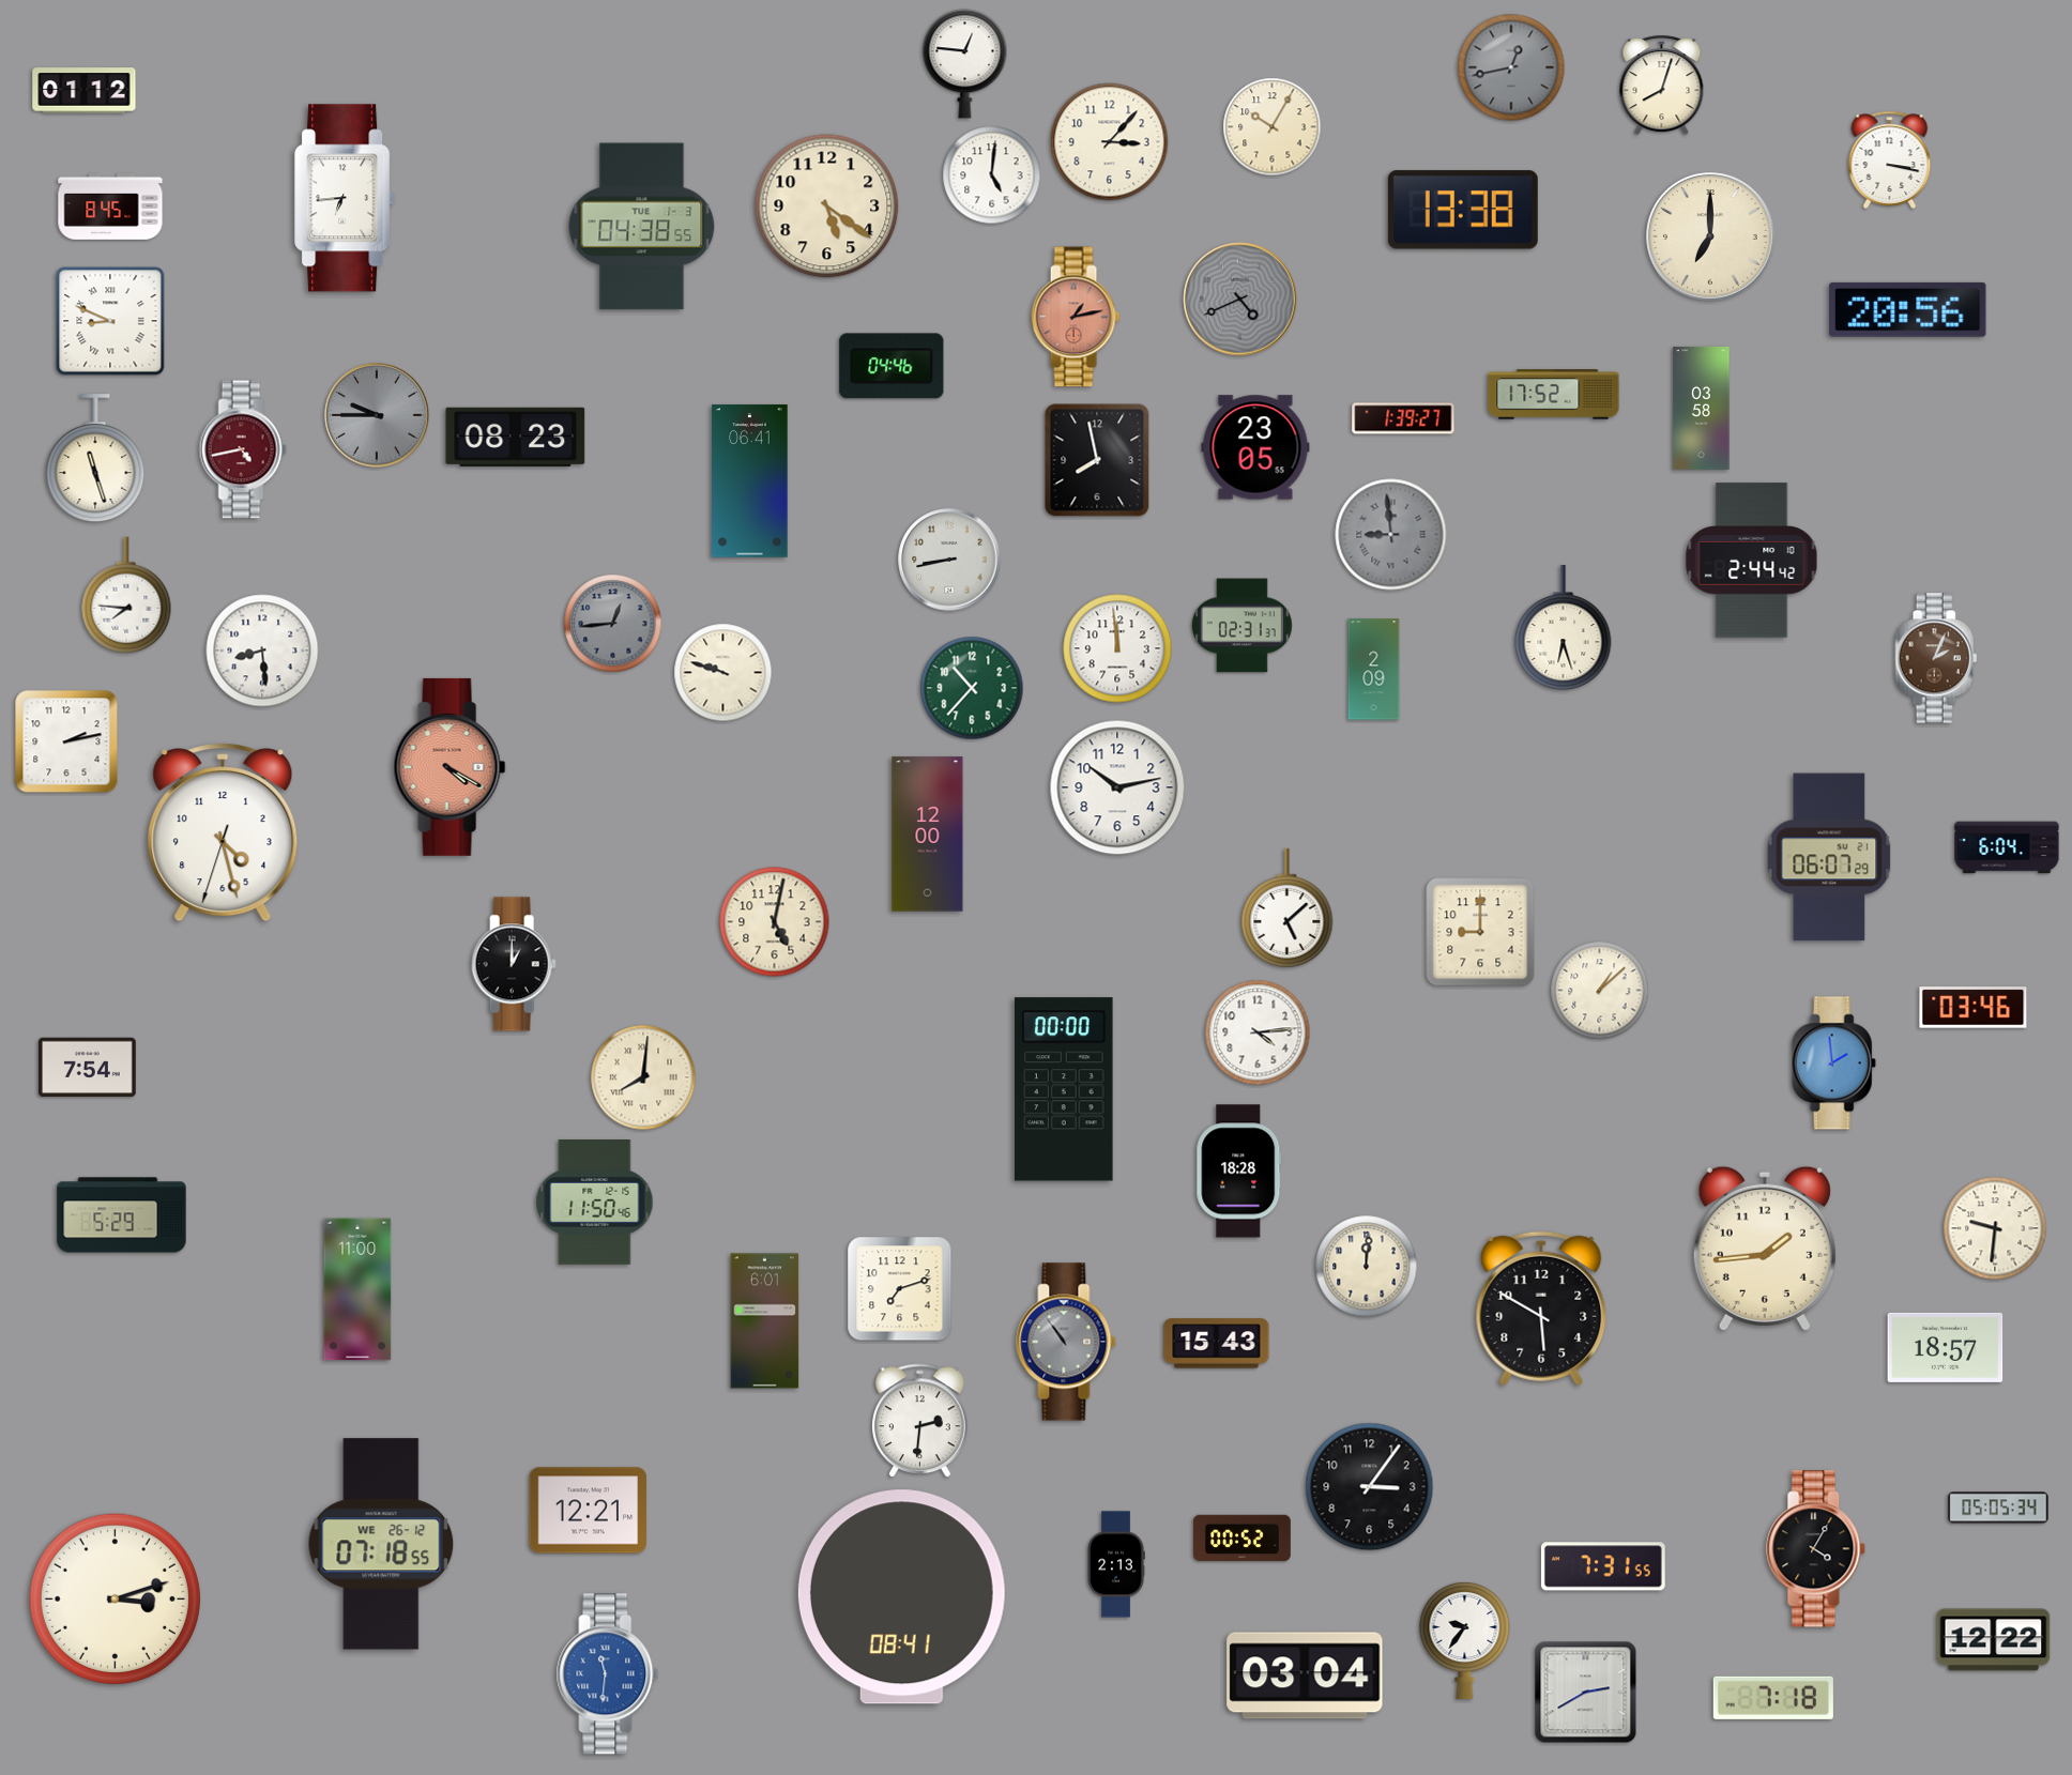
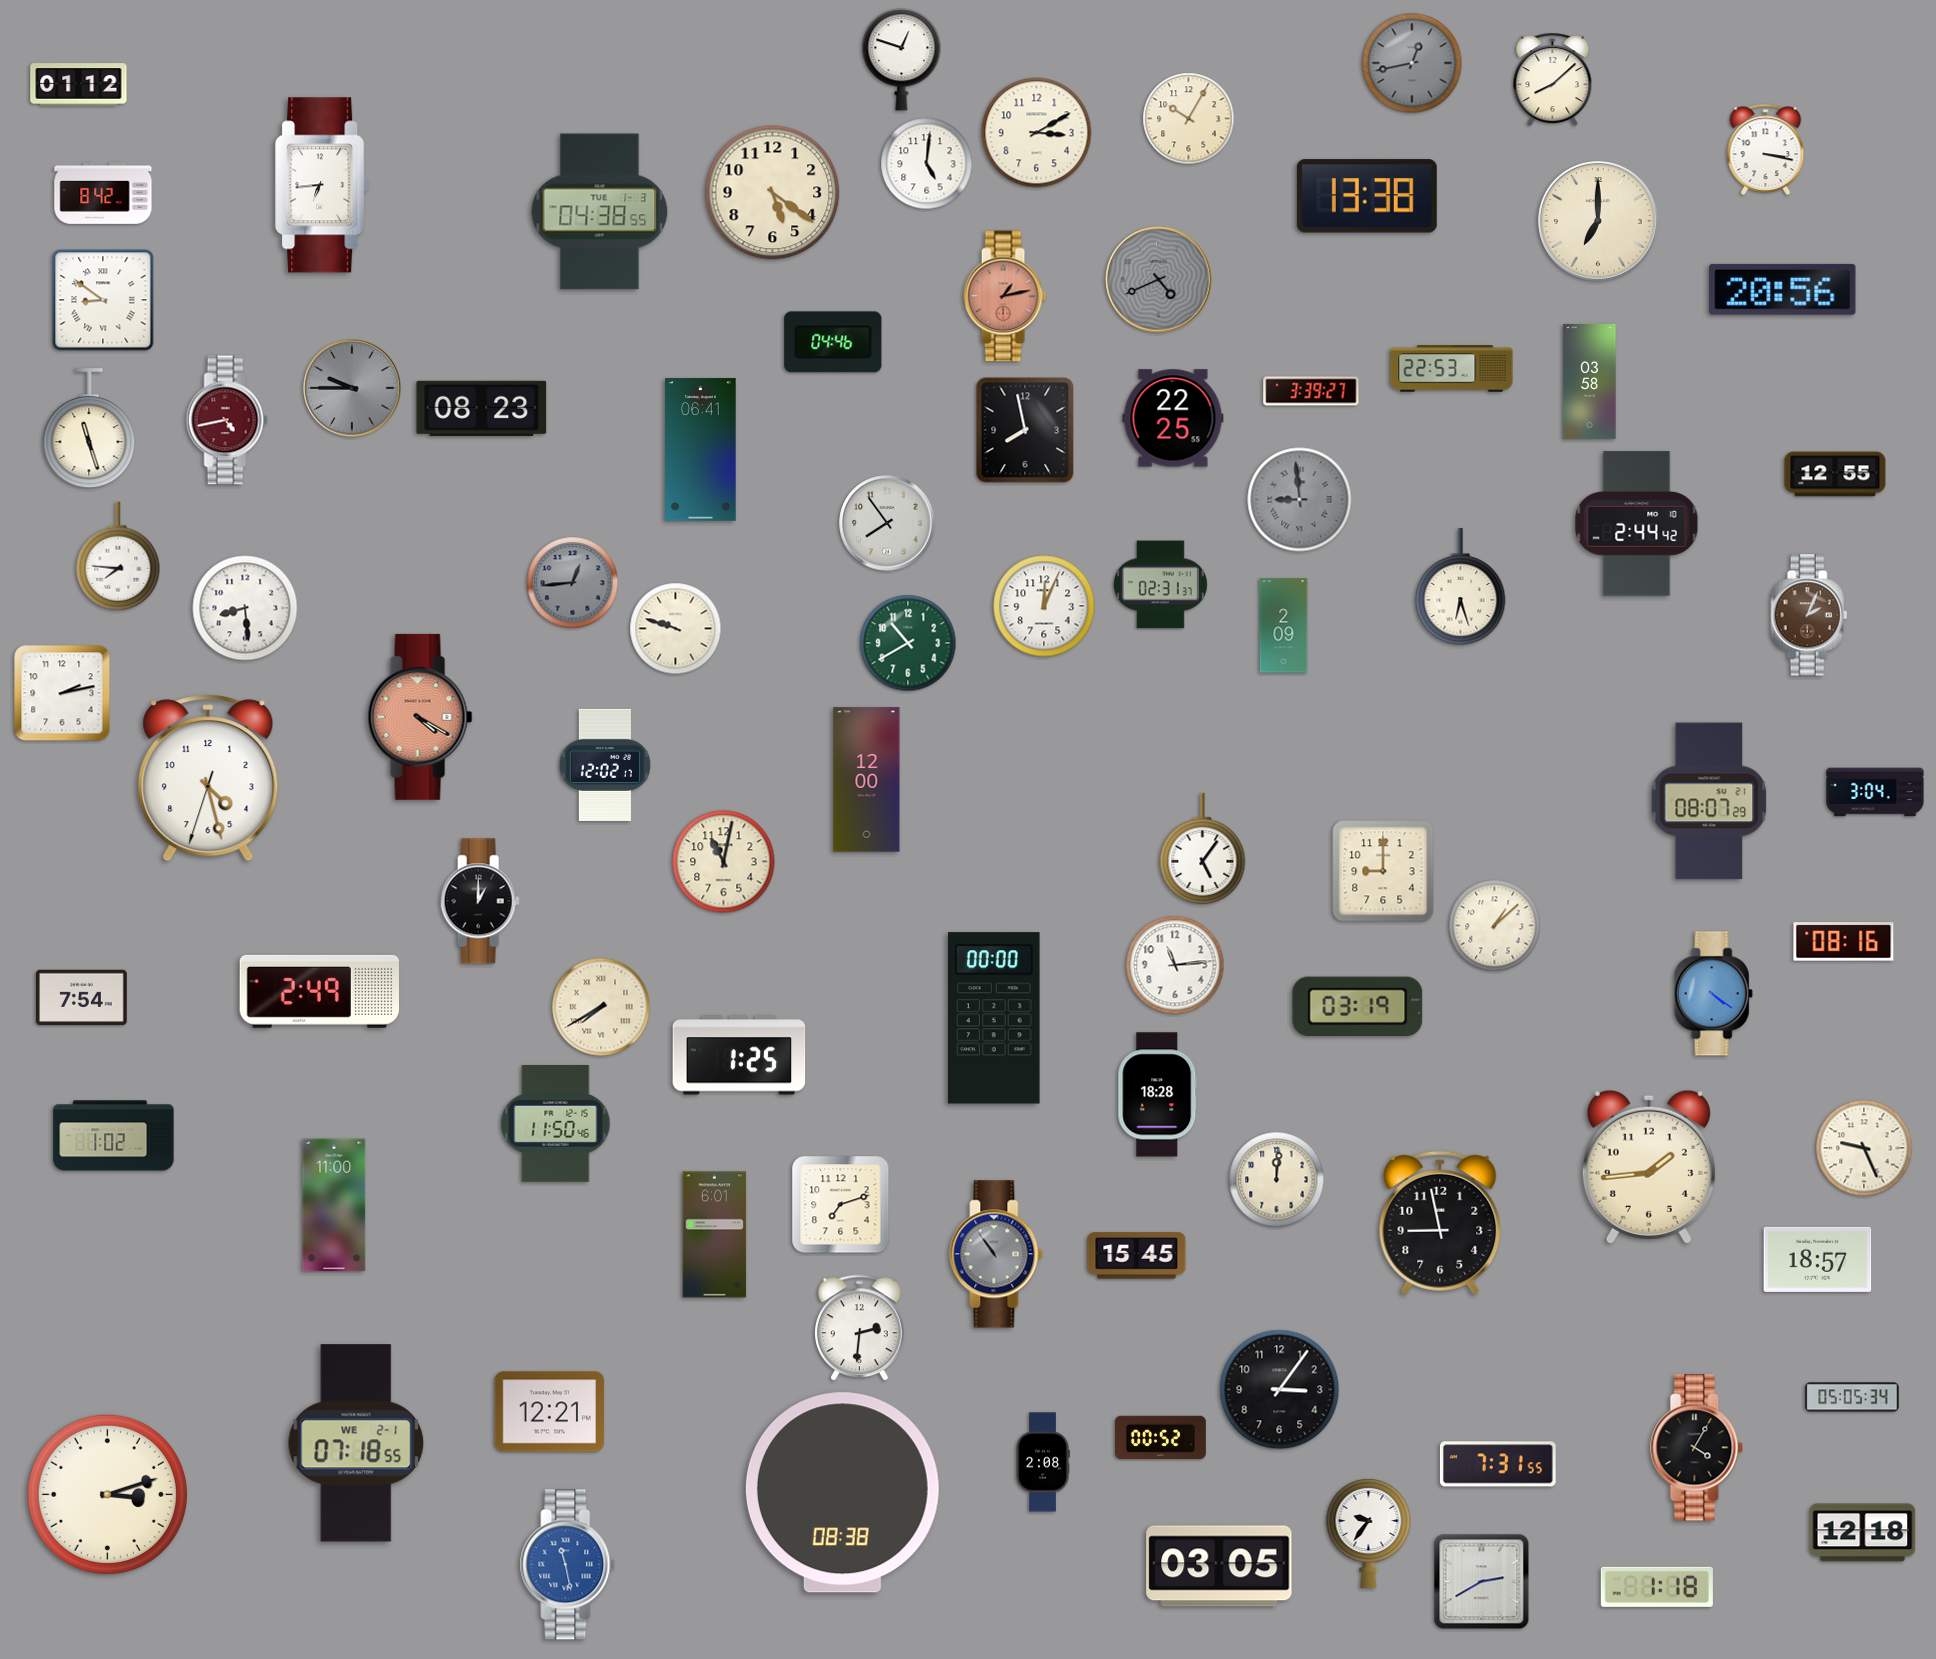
clock at (965, 64): 12:46 -> 12:48
clock at (1662, 86): 8:03 -> 8:08
clock at (1110, 142): 3:07 -> 3:10
clock at (110, 208): 8:45 -> 8:42
clock at (110, 321): 8:49 -> 8:51
clock at (1554, 395): 17:52 -> 22:53
clock at (1403, 418): 1:39 -> 3:39
clock at (1255, 447): 23:05 -> 22:25
clock at (1835, 474): none -> 12:55
clock at (949, 560): 8:43 -> 7:54
clock at (1117, 648): 11:59 -> 12:04
clock at (972, 688): 10:37 -> 10:40
clock at (1117, 787): 10:13 -> none
clock at (605, 765): none -> 12:02
clock at (2007, 847): 6:04 -> 3:04
clock at (1829, 857): 06:07 -> 08:07
clock at (1288, 908): 5:08 -> 5:06
clock at (775, 922): 5:02 -> 11:02
clock at (1974, 1008): 03:46 -> 08:16
clock at (1258, 1032): 4:14 -> 11:14
clock at (319, 991): none -> 2:49
clock at (1833, 1064): 1:59 -> 4:21
clock at (643, 1077): 8:01 -> 7:40
clock at (1358, 1007): none -> 03:19
clock at (739, 1055): none -> 1:25
clock at (122, 1215): 5:29 -> 1:02
clock at (1995, 1228): 9:31 -> 9:26
clock at (1367, 1267) position: (1367, 1267) -> (1277, 1180)
clock at (1541, 1309): 5:50 -> 8:58
clock at (1217, 1344): 15:43 -> 15:45
clock at (1998, 1508) position: (1998, 1508) -> (1852, 1397)
clock at (381, 1544) date: WE 26-12 -> WE 2-1
clock at (1116, 1564): 2:13 -> 2:08
clock at (901, 1597): 08:41 -> 08:38
clock at (1994, 1640): 12:22 -> 12:18
clock at (608, 1674): 11:31 -> 11:28
clock at (1305, 1675): 03:04 -> 03:05
clock at (1773, 1698): 7:18 -> 1:18
